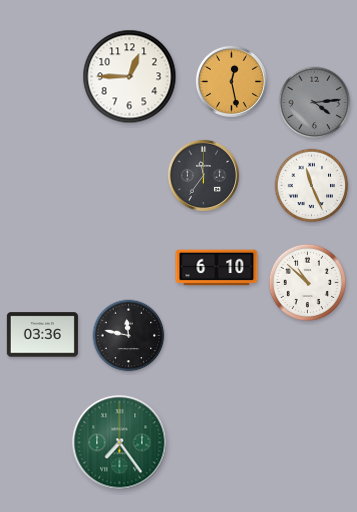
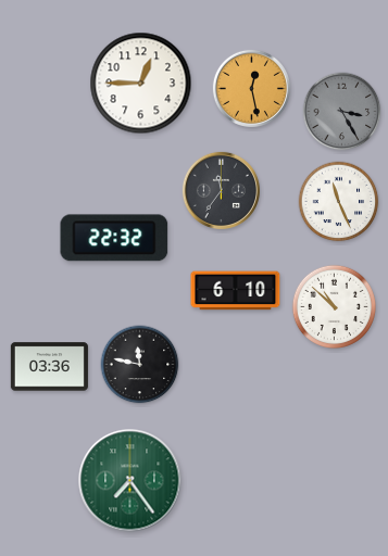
clock at (315, 103): 4:14 -> 3:25
clock at (114, 238): none -> 22:32
clock at (42, 335) position: (42, 335) -> (49, 367)
